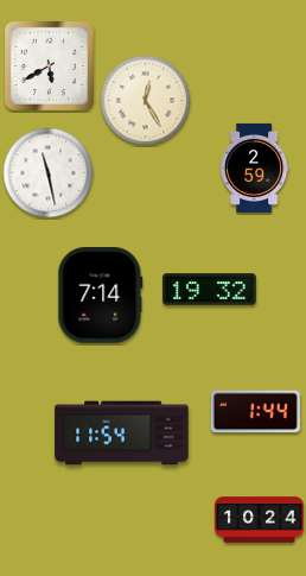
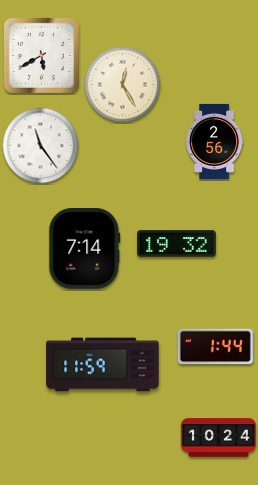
clock at (255, 167): 2:59 -> 2:56
clock at (49, 173): 11:28 -> 11:24
clock at (122, 433): 11:54 -> 11:59
